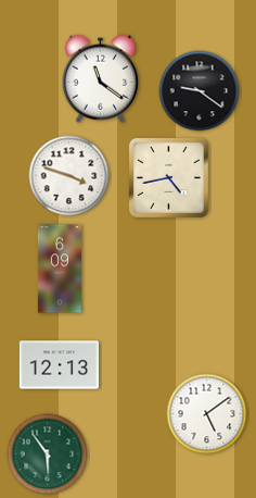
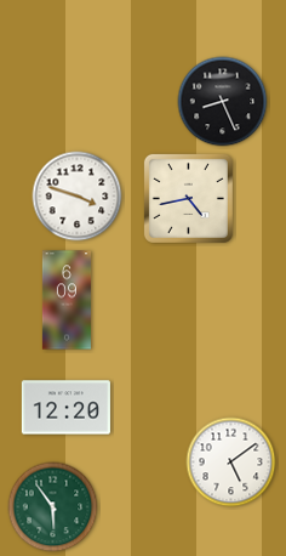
clock at (100, 78): 11:21 -> none
clock at (200, 91): 9:21 -> 8:26
clock at (59, 365): 12:13 -> 12:20
